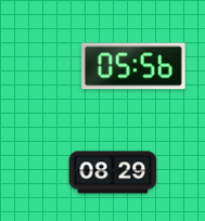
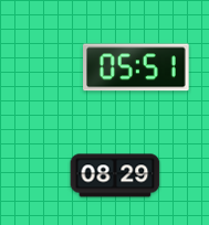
clock at (133, 66): 05:56 -> 05:51
